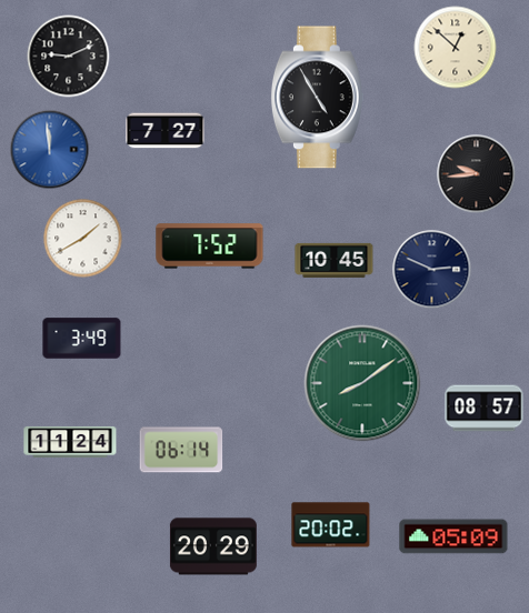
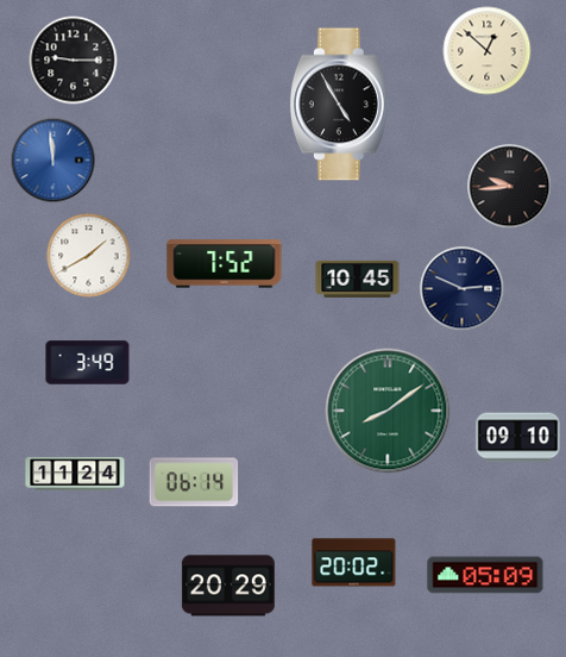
clock at (69, 57): 9:11 -> 9:15
clock at (166, 131): 7:27 -> none
clock at (485, 409): 08:57 -> 09:10
